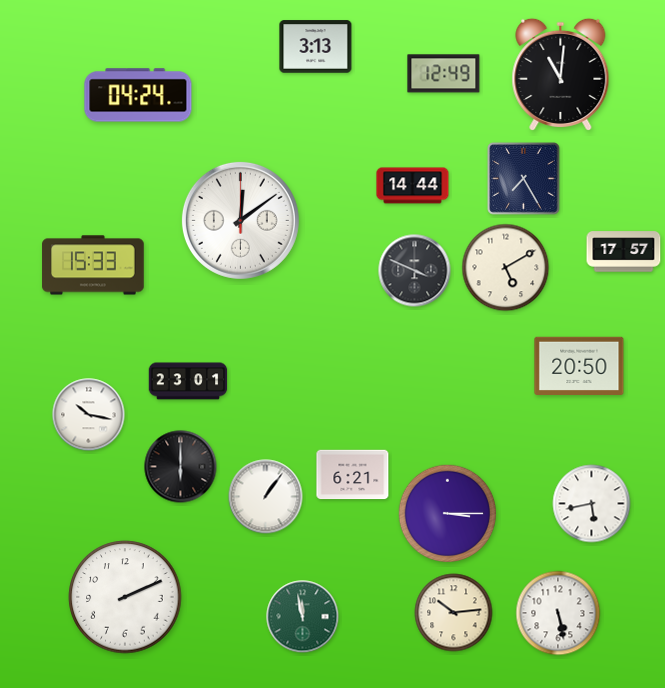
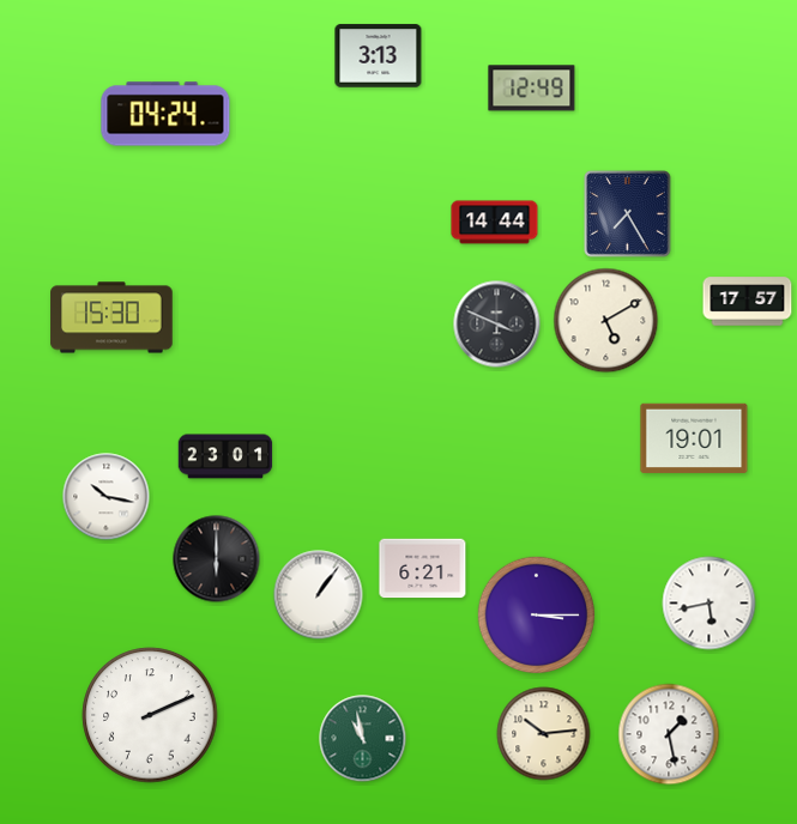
clock at (561, 74): 11:01 -> none
clock at (240, 220): 12:09 -> none
clock at (93, 265): 15:33 -> 15:30
clock at (579, 365): 20:50 -> 19:01
clock at (558, 613): 5:28 -> 1:28
clock at (303, 617): 11:58 -> 10:58
